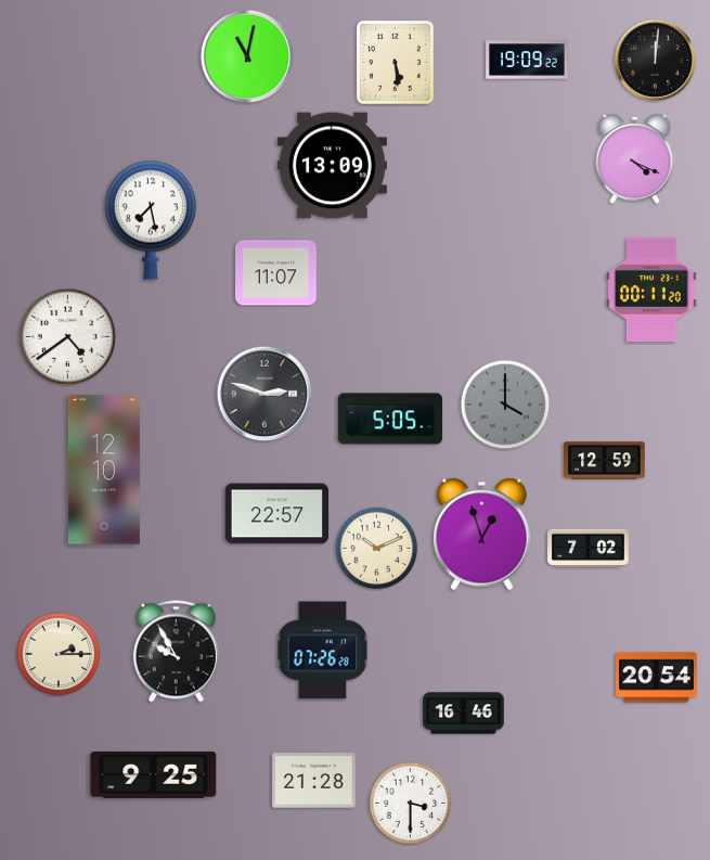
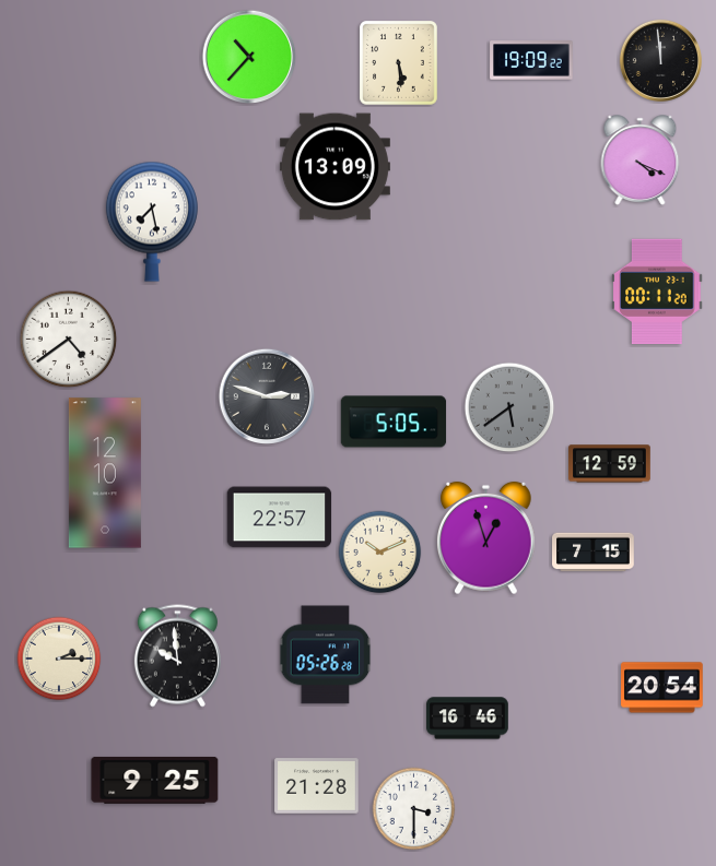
clock at (247, 56): 11:02 -> 10:37
clock at (655, 60): 12:01 -> 11:59
clock at (276, 273): 11:07 -> none
clock at (505, 405): 4:00 -> 5:39
clock at (589, 549): 7:02 -> 7:15
clock at (323, 651): 07:26 -> 05:26
clock at (176, 652): 9:55 -> 9:59
clock at (657, 678) position: (657, 678) -> (662, 688)
